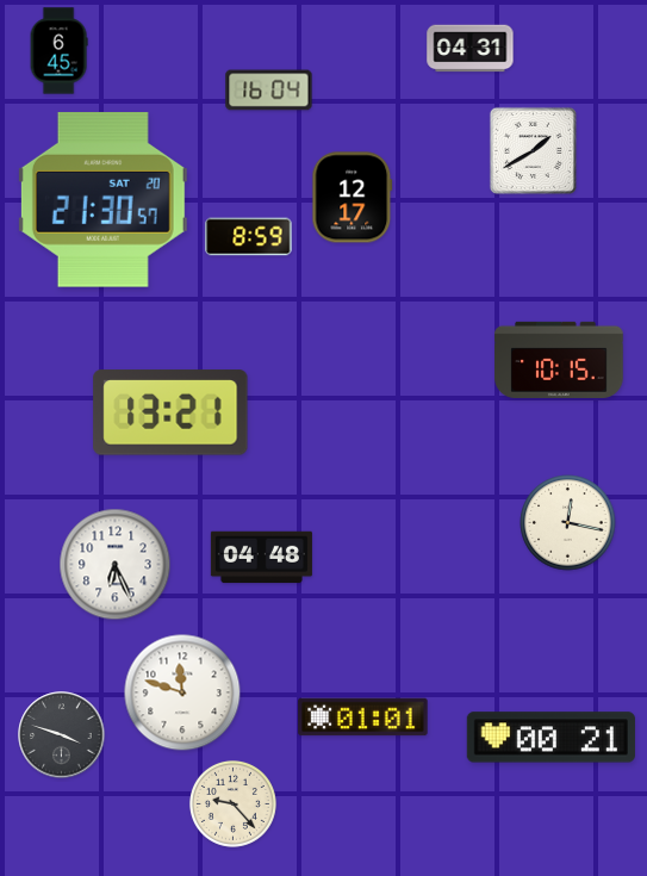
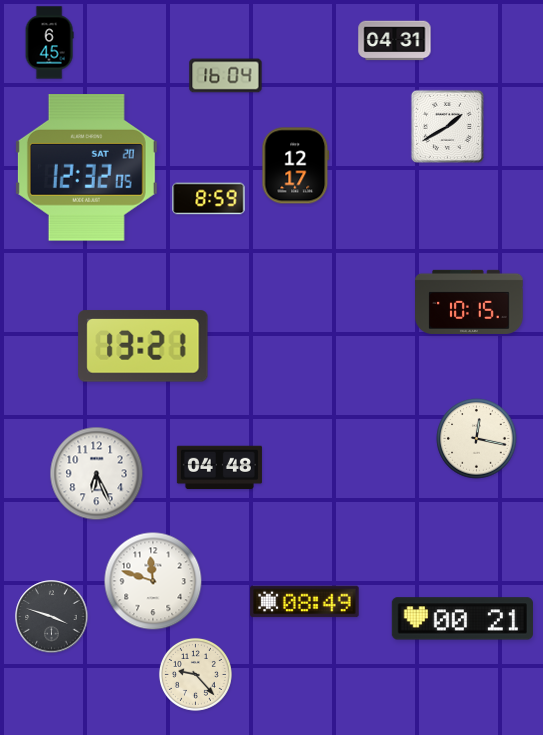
clock at (102, 200): 21:30 -> 12:32
clock at (363, 717): 01:01 -> 08:49
